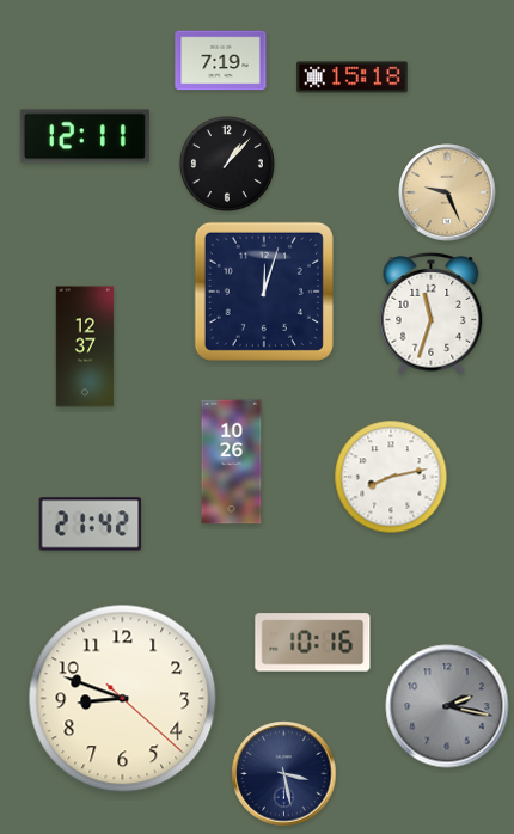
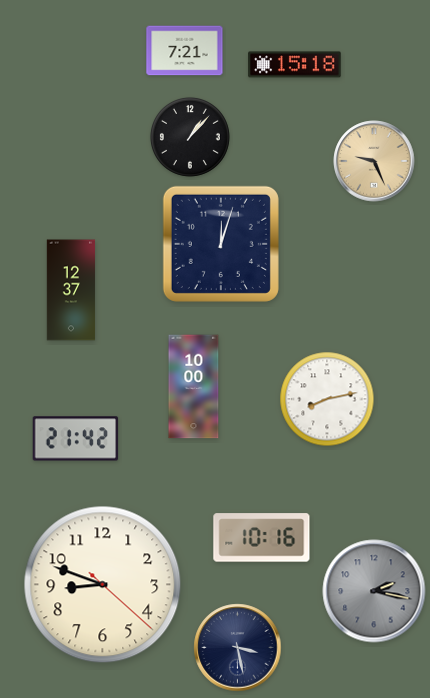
clock at (221, 61): 7:19 -> 7:21
clock at (85, 136): 12:11 -> none
clock at (432, 314): 11:33 -> none
clock at (232, 462): 10:26 -> 10:00
